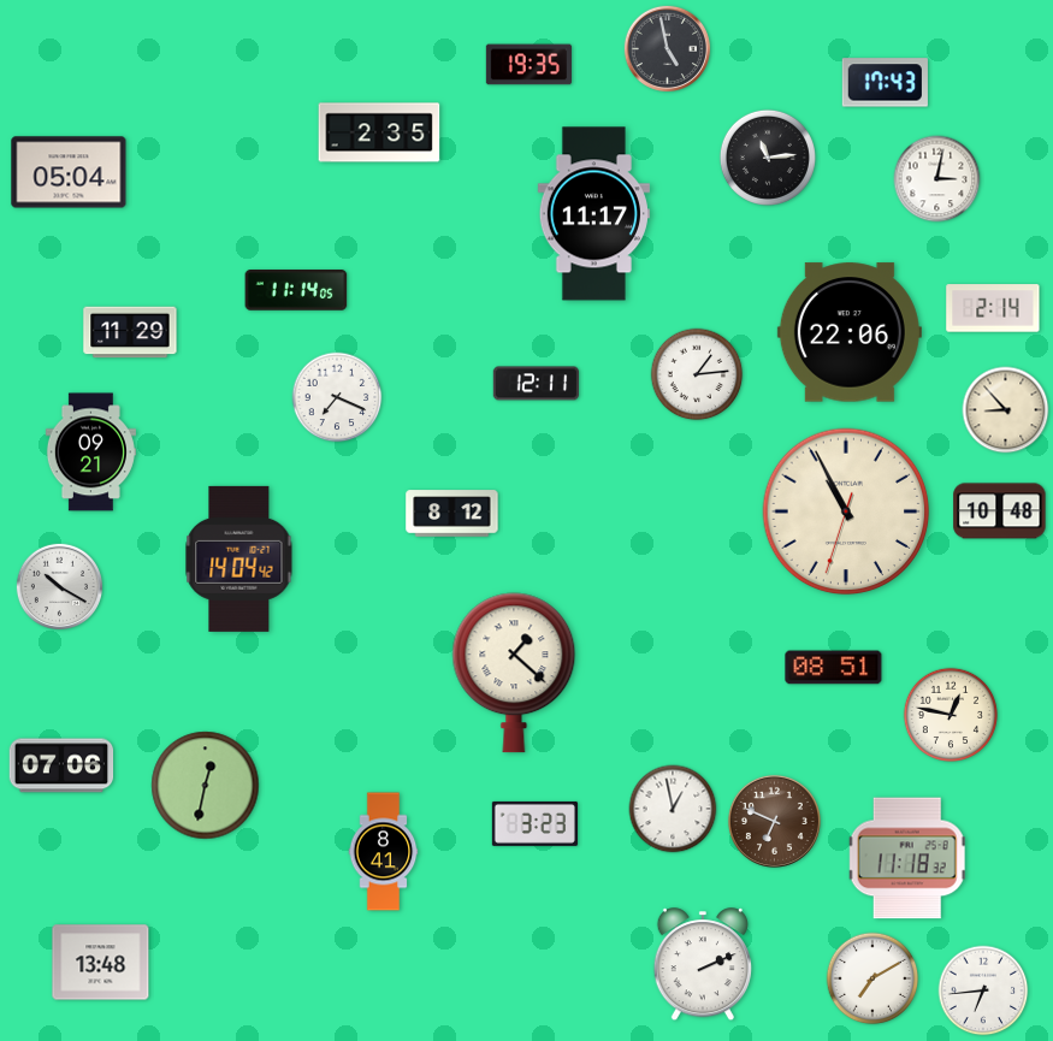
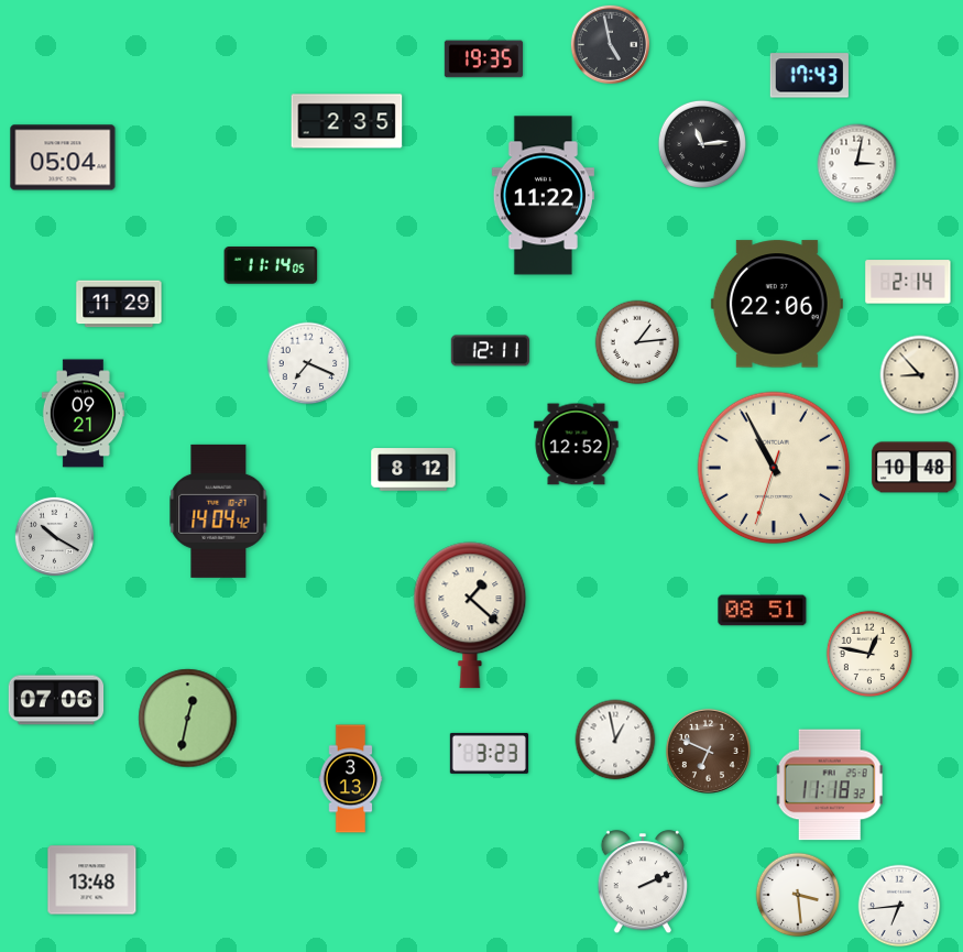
clock at (593, 214): 11:17 -> 11:22
clock at (577, 445): none -> 12:52
clock at (384, 852): 8:41 -> 3:13
clock at (872, 978): 7:10 -> 3:29
